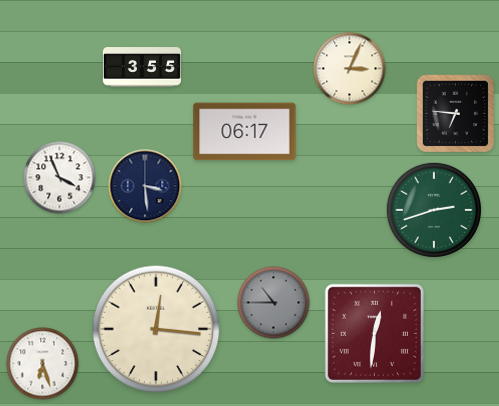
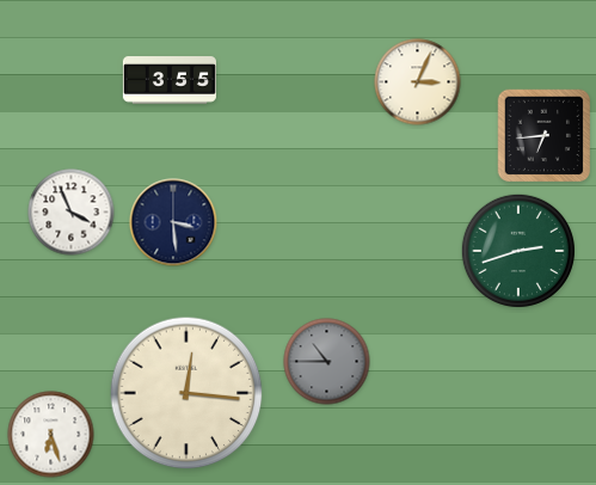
clock at (456, 114): 6:46 -> 6:44
clock at (245, 132): 06:17 -> none
clock at (374, 333): 12:31 -> none
